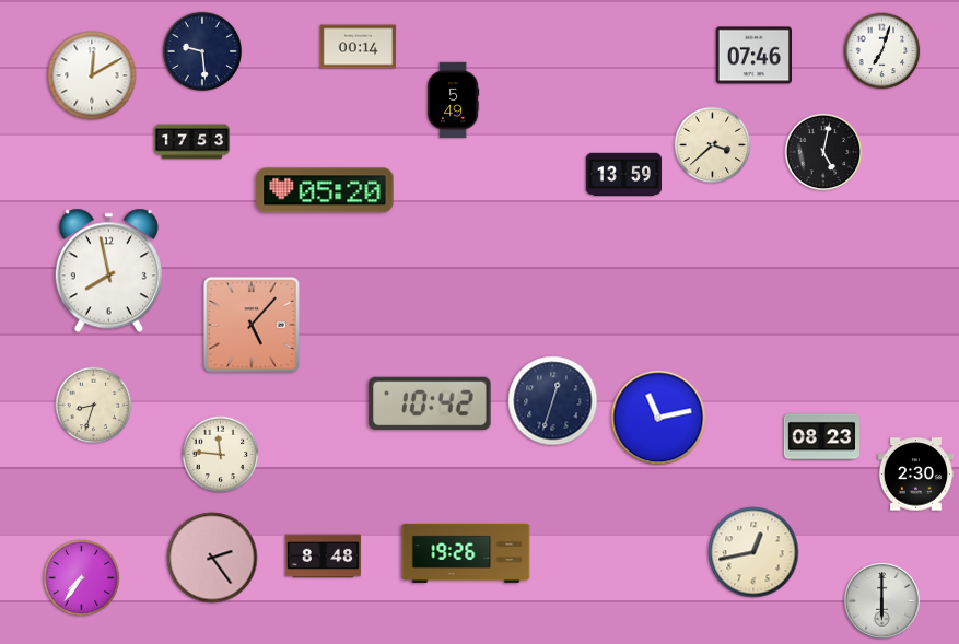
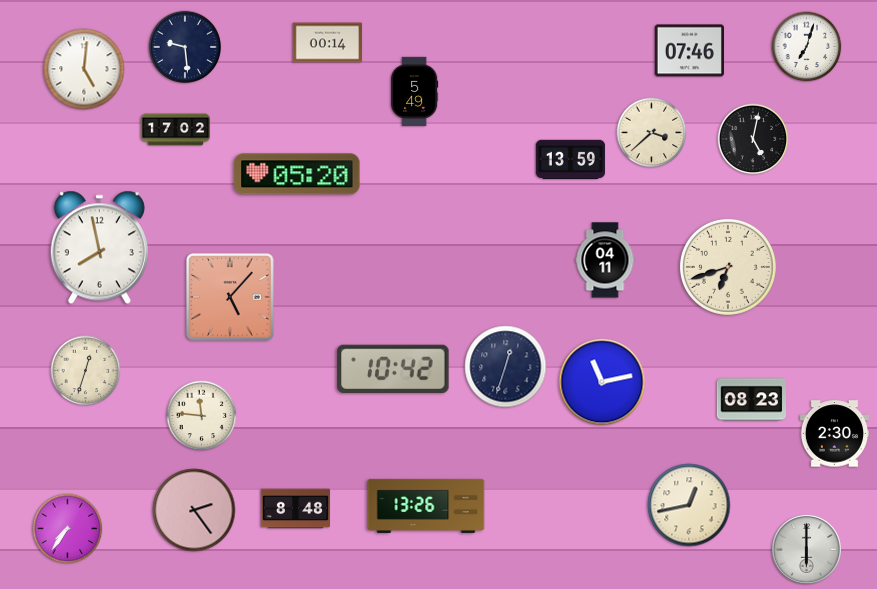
clock at (92, 75): 12:10 -> 5:01
clock at (192, 142): 17:53 -> 17:02
clock at (605, 260): none -> 04:11
clock at (728, 267): none -> 6:42
clock at (94, 406): 8:33 -> 12:33
clock at (915, 475) position: (915, 475) -> (834, 434)
clock at (466, 553): 19:26 -> 13:26
clock at (82, 578) position: (82, 578) -> (68, 529)
